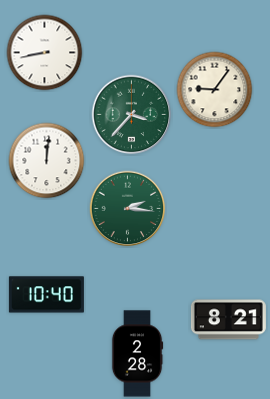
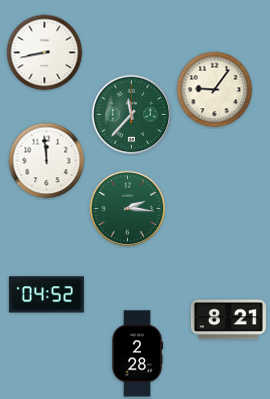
clock at (132, 115): 3:37 -> 11:37
clock at (47, 161): 12:01 -> 11:59
clock at (46, 295): 10:40 -> 04:52
